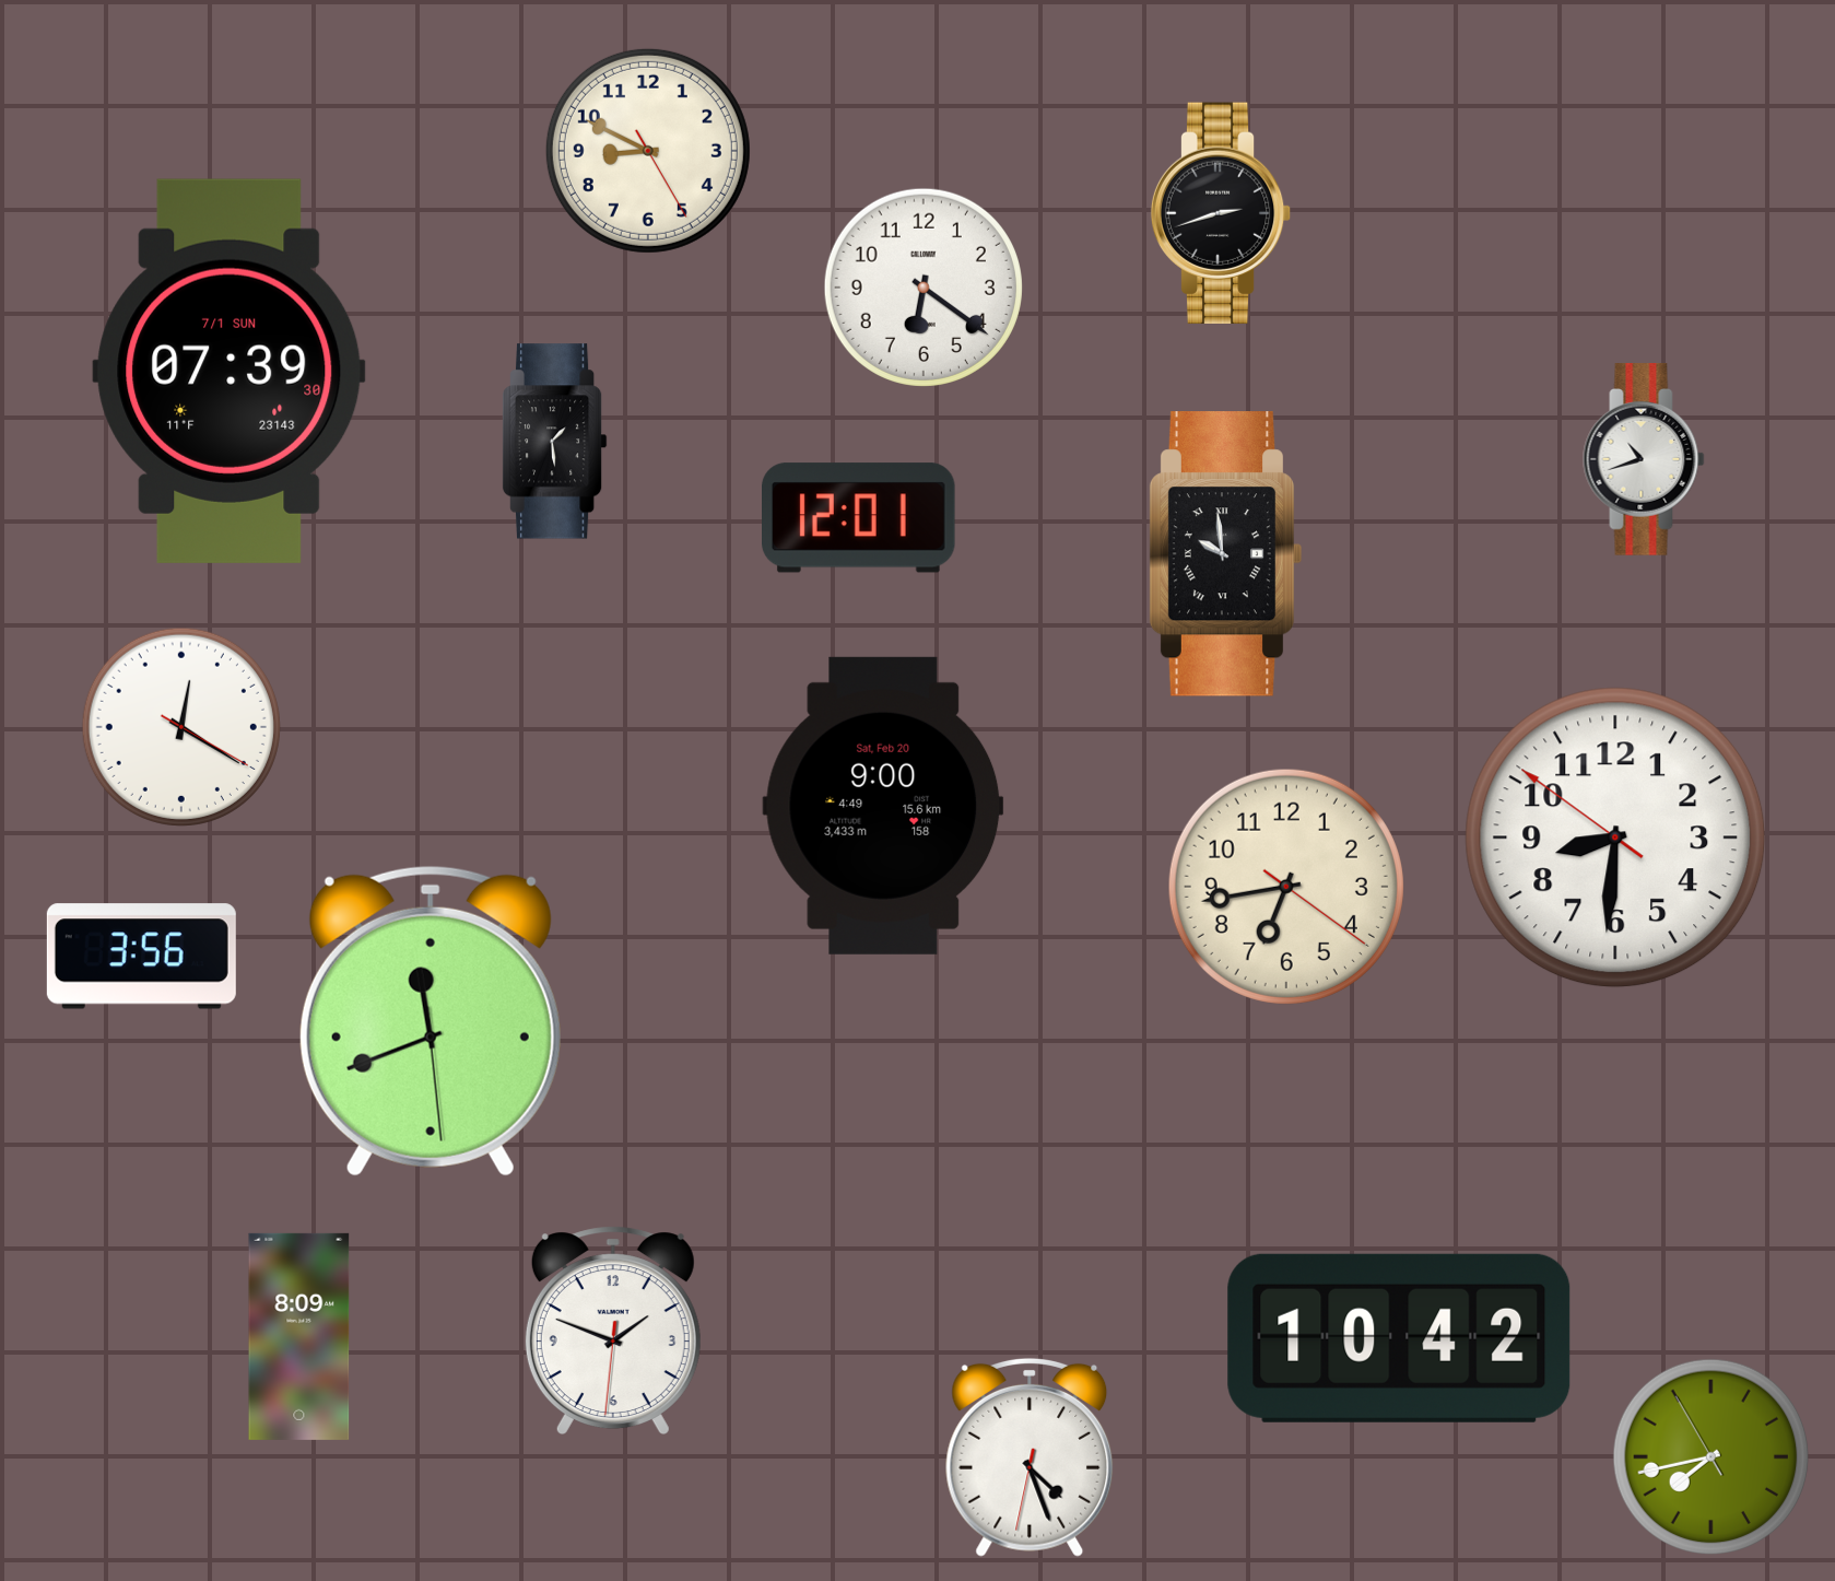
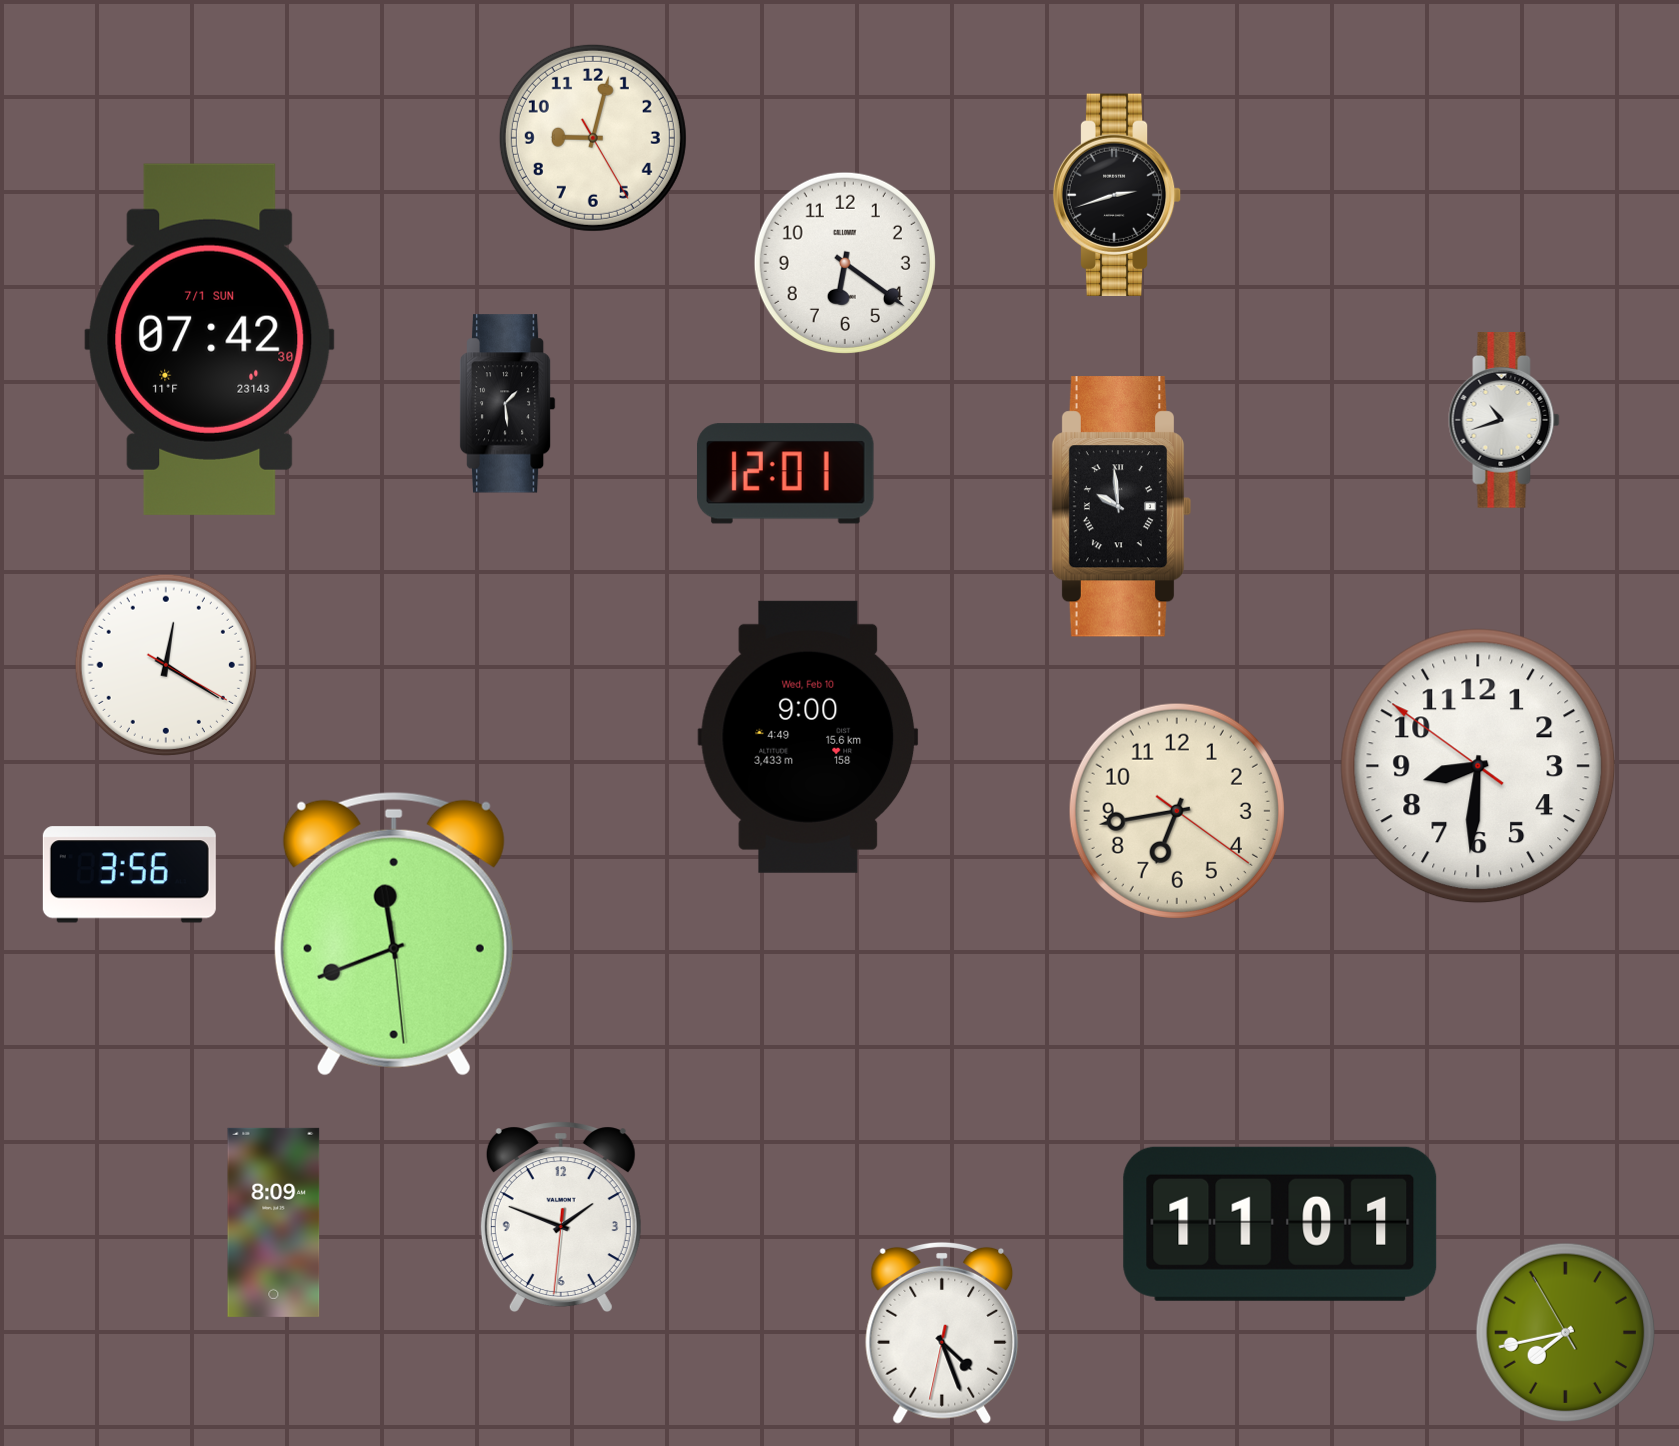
clock at (648, 151): 8:49 -> 9:02
clock at (230, 371): 07:39 -> 07:42
clock at (883, 806) date: Sat, Feb 20 -> Wed, Feb 10
clock at (1399, 1338): 10:42 -> 11:01
